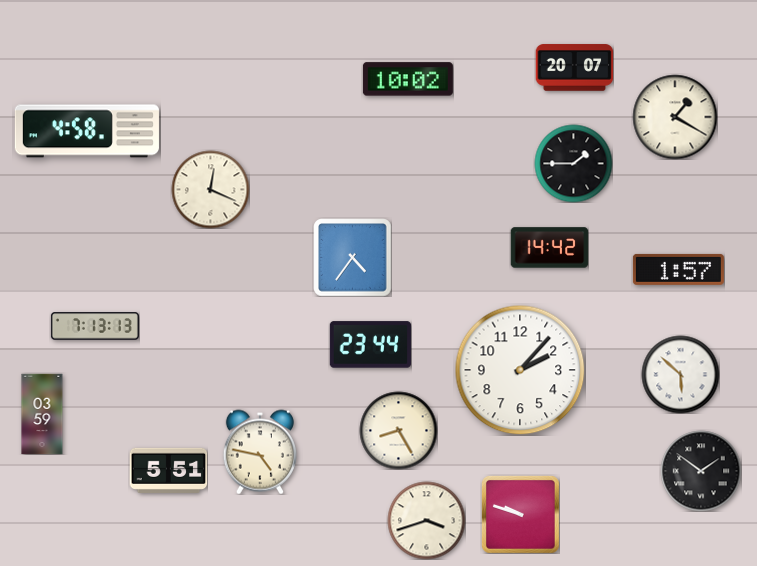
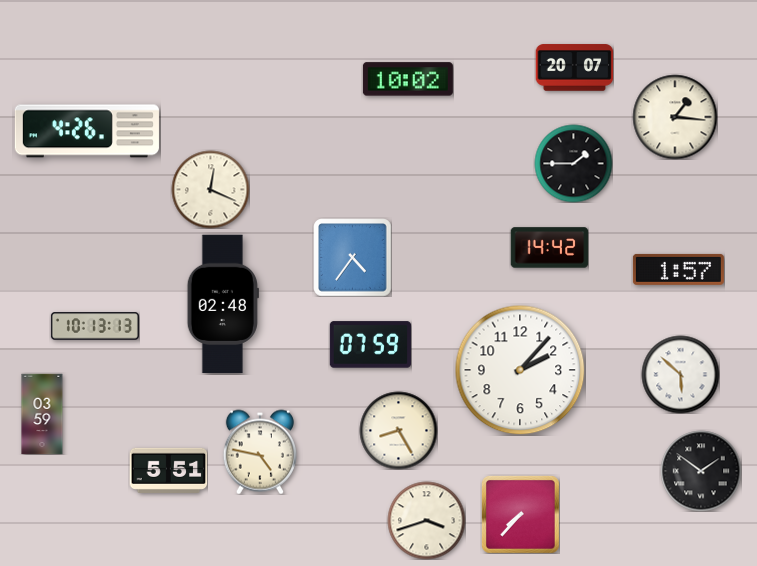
clock at (675, 117): 1:20 -> 1:16
clock at (87, 131): 4:58 -> 4:26
clock at (223, 304): none -> 02:48
clock at (95, 326): 7:13 -> 10:13
clock at (370, 345): 23:44 -> 07:59
clock at (520, 514): 9:48 -> 7:37
